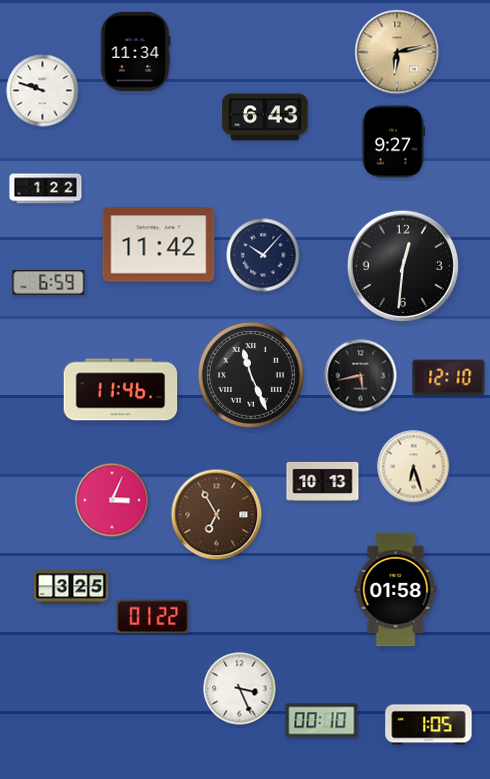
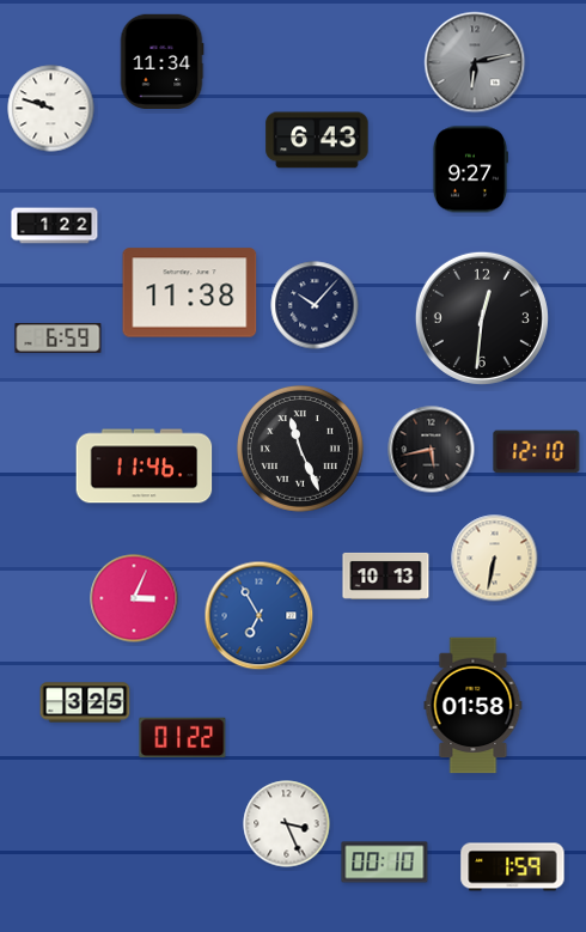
clock at (397, 52) dial: champagne -> grey
clock at (159, 245): 11:42 -> 11:38
clock at (414, 467): 6:27 -> 6:32
clock at (217, 515) dial: brown -> blue
clock at (429, 725): 1:05 -> 1:59
